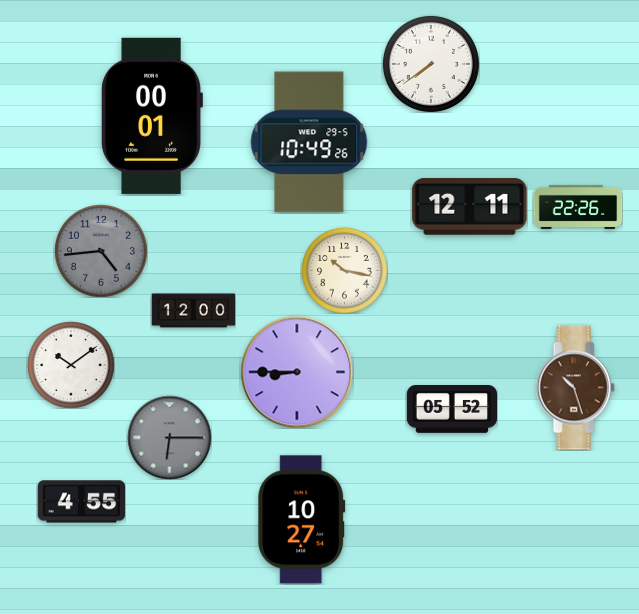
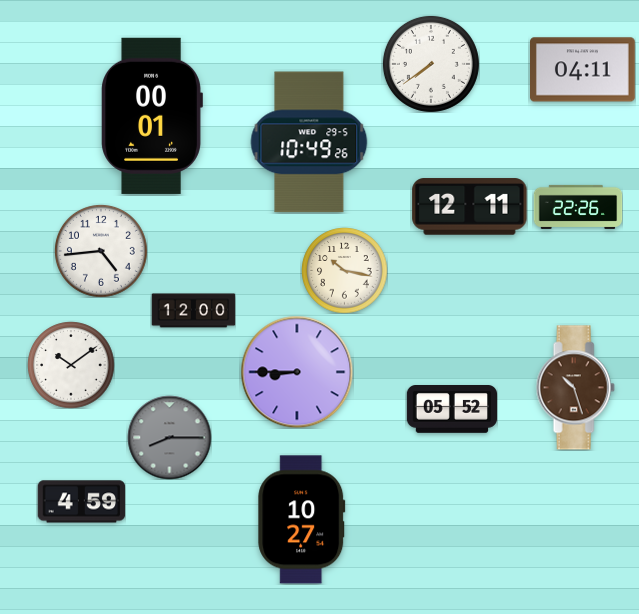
clock at (583, 70): none -> 04:11
clock at (101, 251) dial: grey -> white
clock at (169, 437): 6:15 -> 8:15
clock at (81, 502): 4:55 -> 4:59
